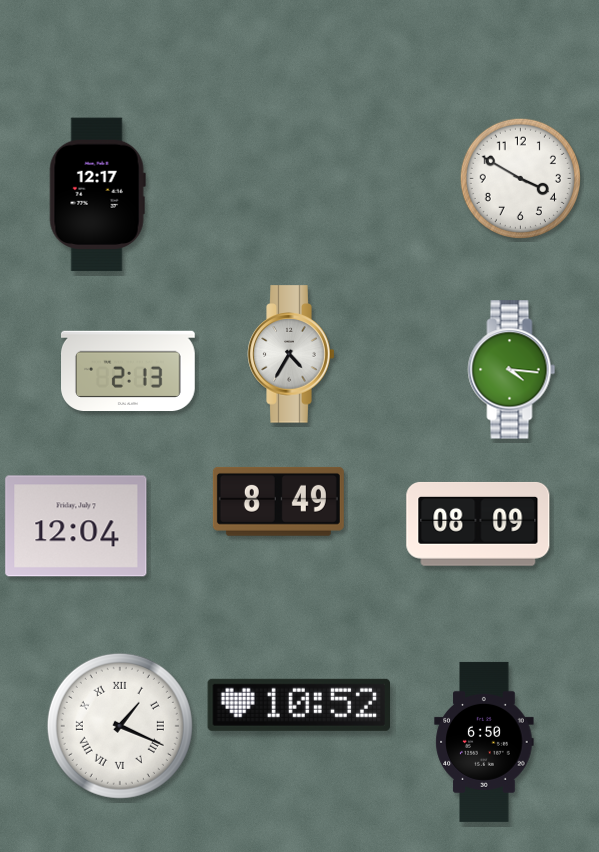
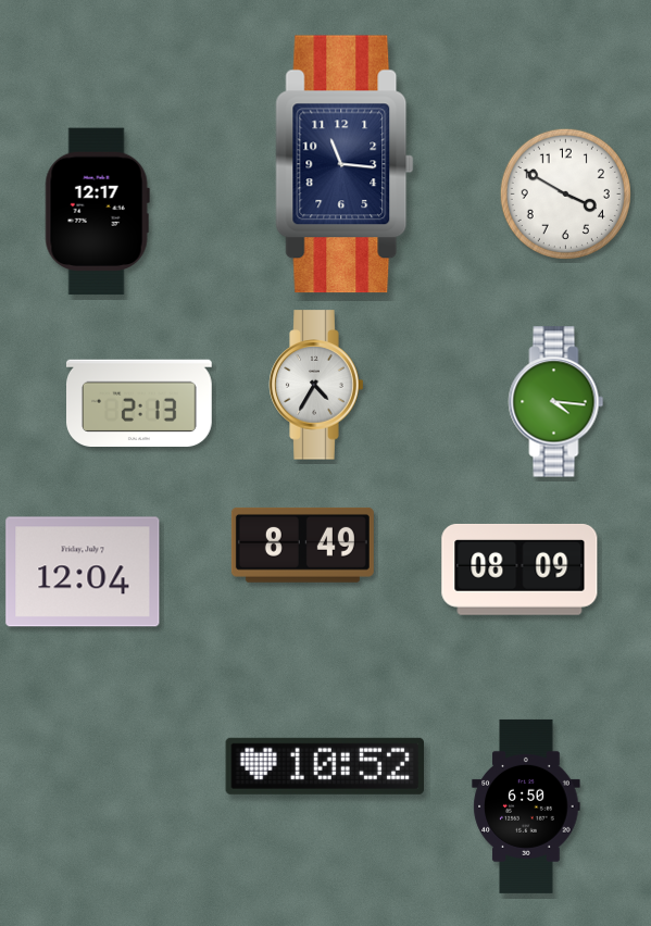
clock at (345, 164): none -> 11:16
clock at (97, 195) position: (97, 195) -> (97, 212)
clock at (120, 726): 1:19 -> none
